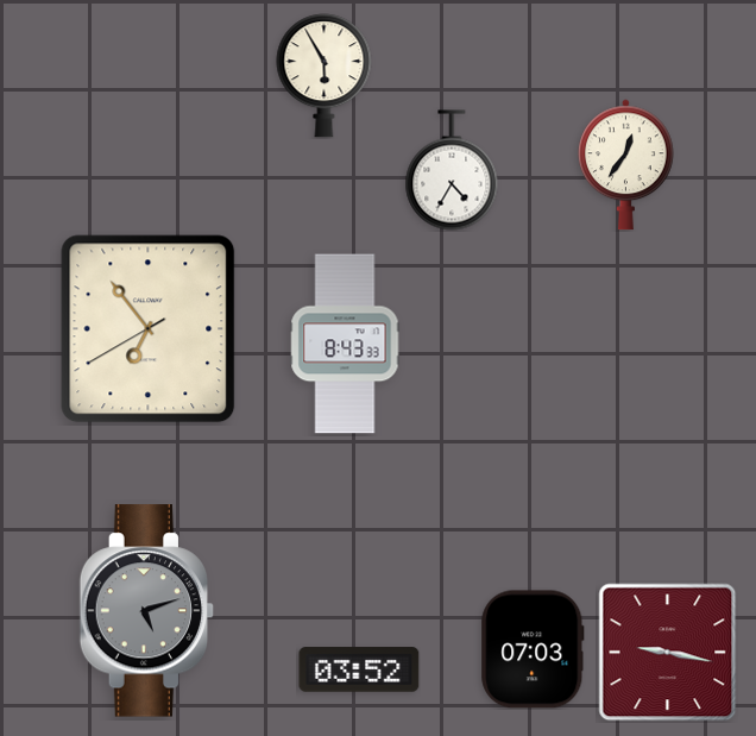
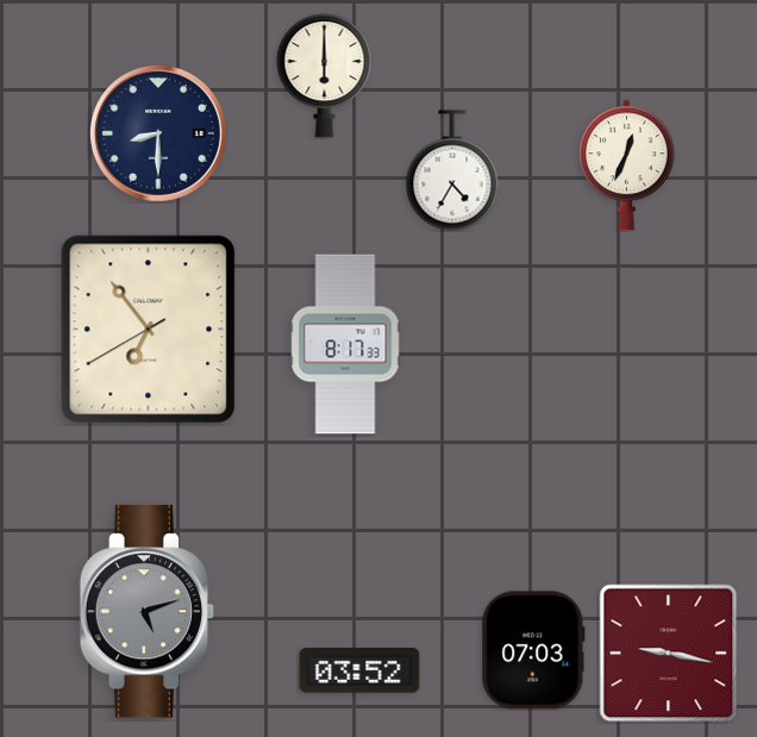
clock at (325, 76): 5:55 -> 6:00
clock at (158, 133): none -> 8:30
clock at (626, 165): 12:36 -> 12:34
clock at (345, 344): 8:43 -> 8:17
